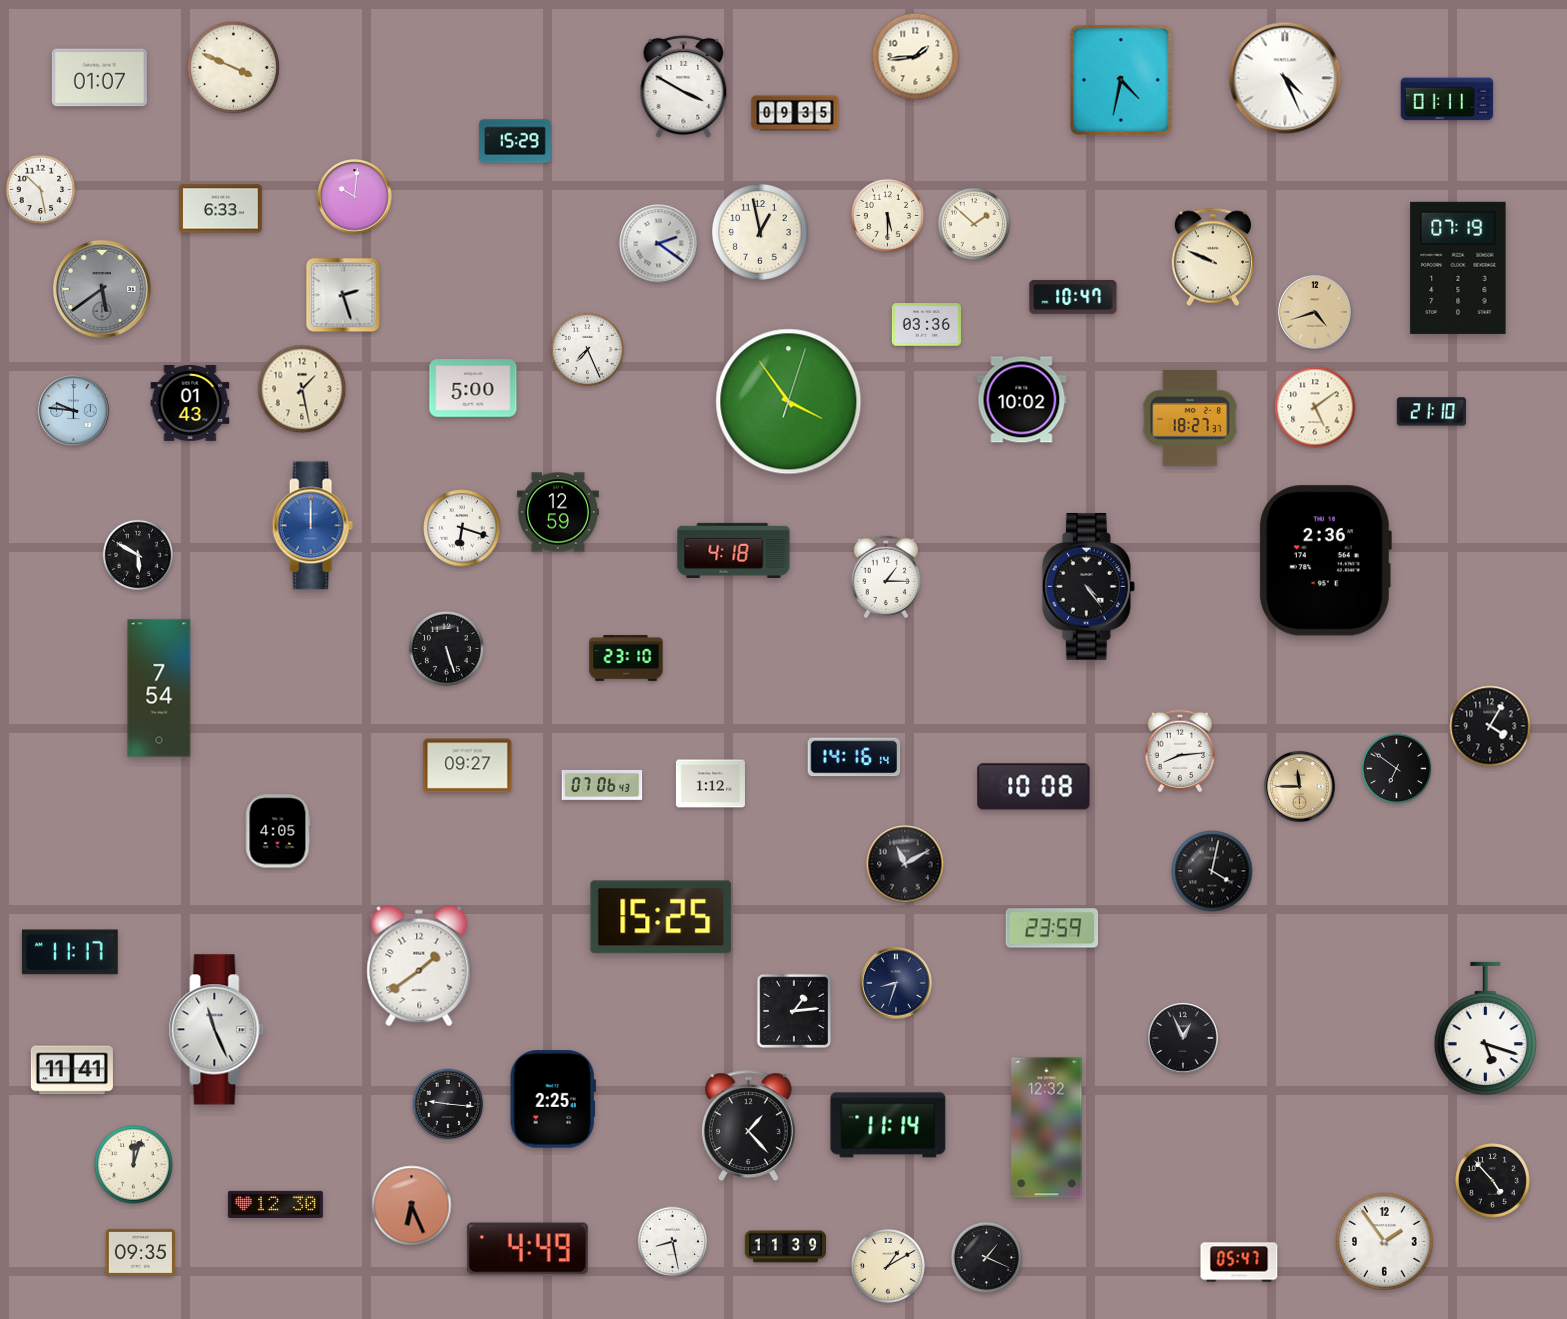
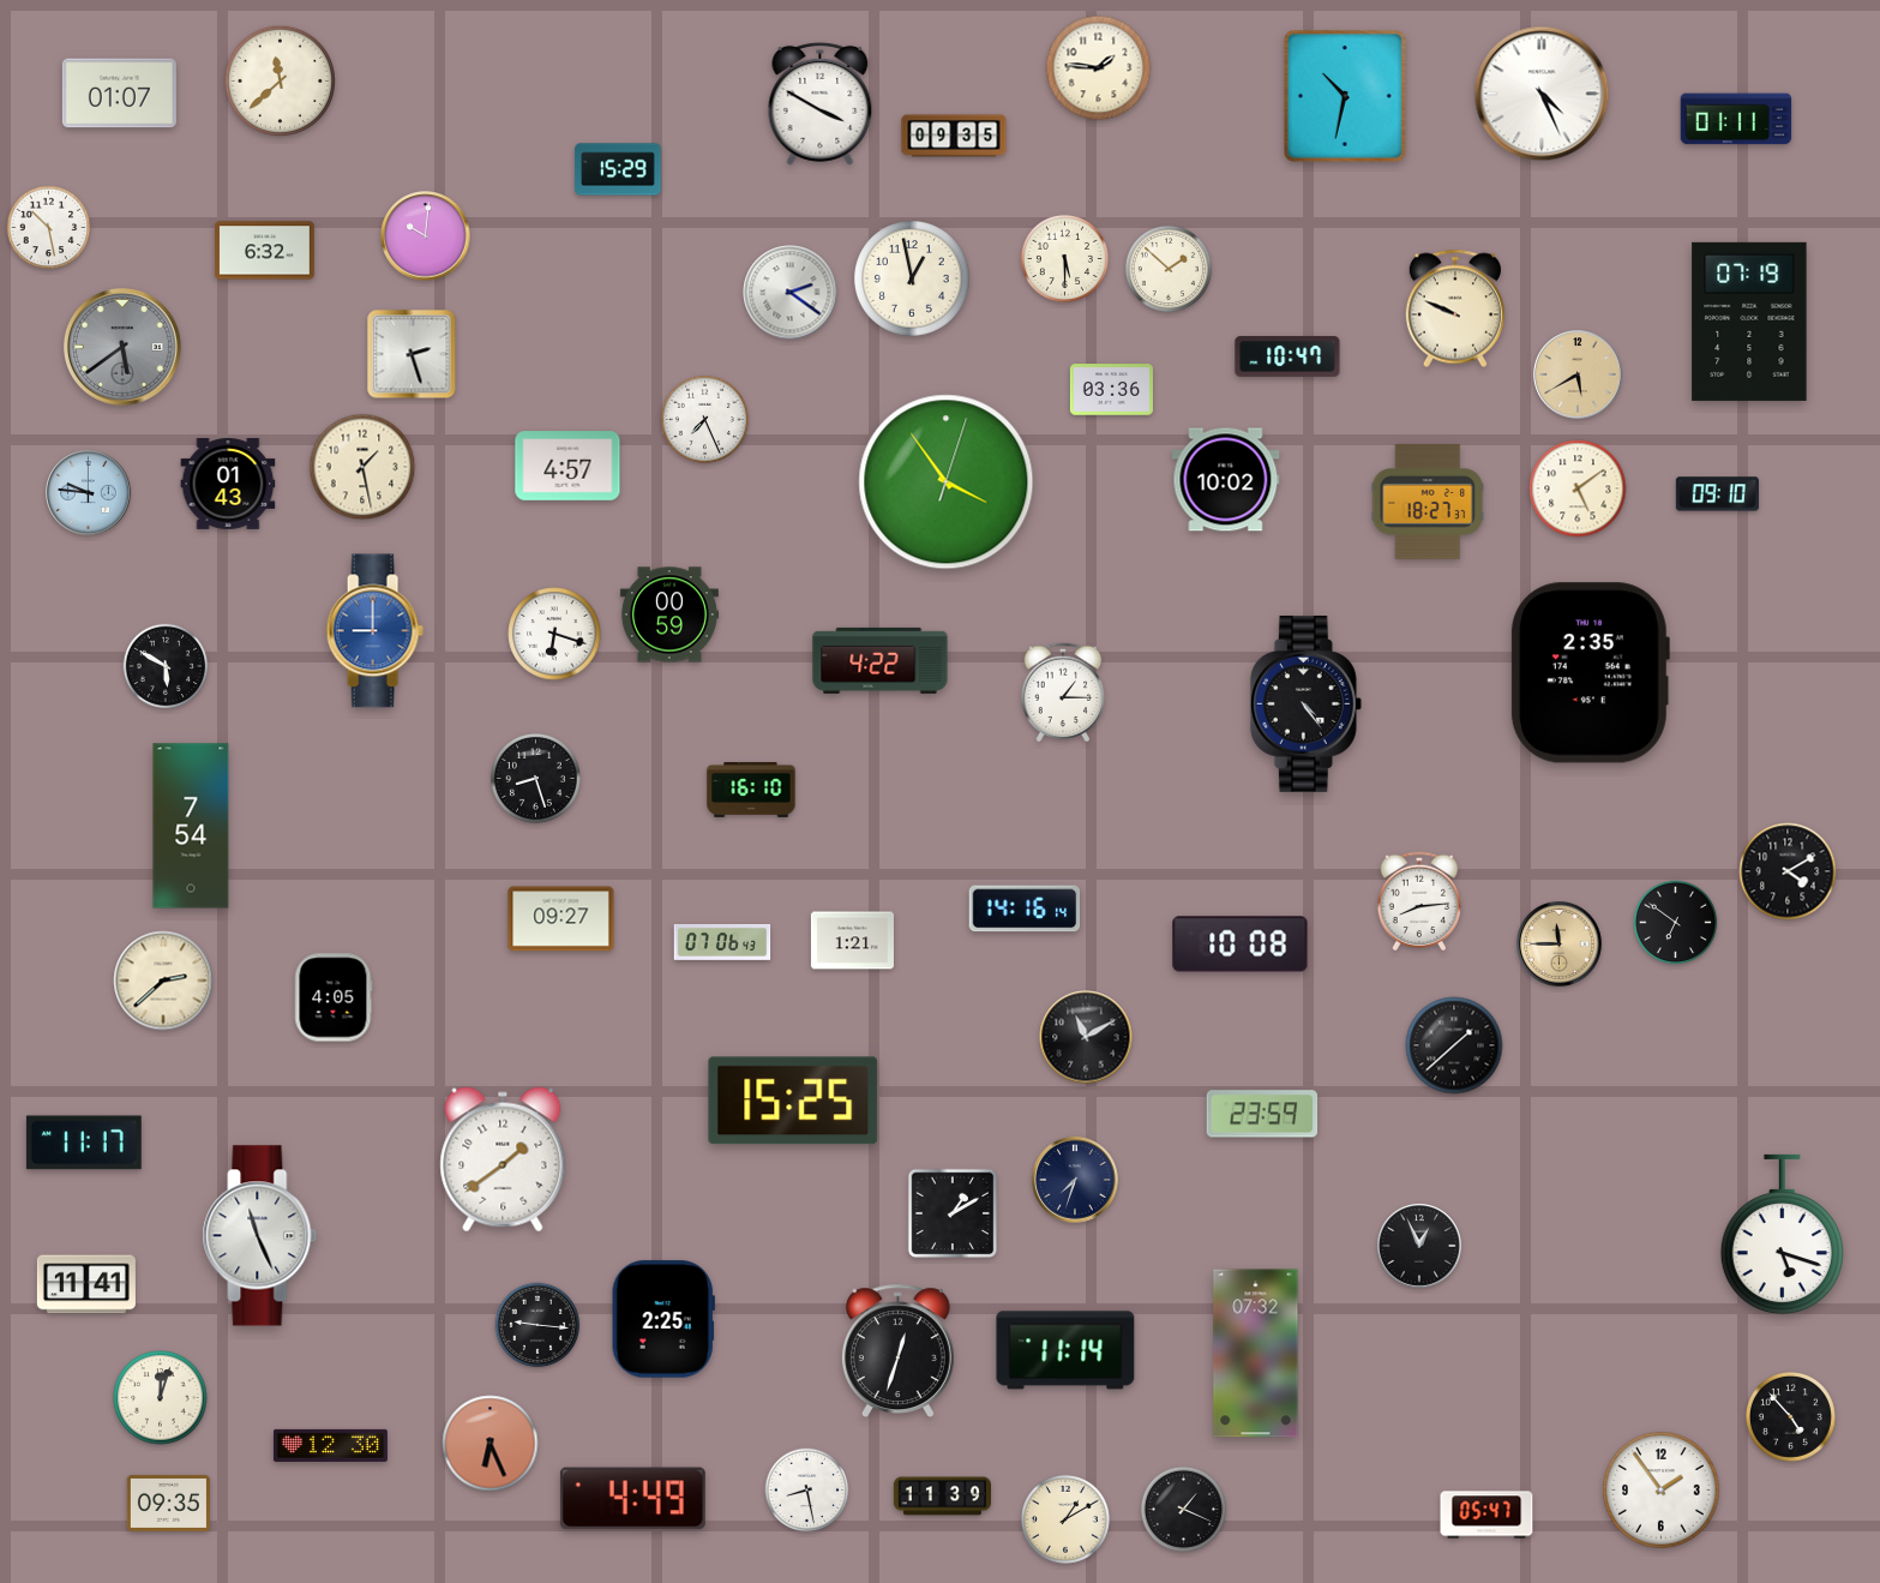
clock at (916, 57): 1:44 -> 1:46
clock at (233, 67): 3:49 -> 11:38
clock at (1121, 80): 4:32 -> 10:32
clock at (220, 209): 6:33 -> 6:32
clock at (1315, 312): 4:42 -> 5:40
clock at (473, 388): 5:00 -> 4:57
clock at (1431, 412): 21:10 -> 09:10
clock at (558, 512): 12:59 -> 00:59
clock at (312, 526): 12:00 -> 9:00
clock at (734, 550): 4:18 -> 4:22
clock at (1325, 561): 2:36 -> 2:35
clock at (447, 649): 5:27 -> 8:27
clock at (626, 659): 23:10 -> 16:10
clock at (1490, 726): 4:05 -> 4:10
clock at (1180, 751) position: (1180, 751) -> (1419, 901)
clock at (710, 784): 1:12 -> 1:21
clock at (163, 981): none -> 2:38
clock at (1212, 871): 4:02 -> 1:38
clock at (896, 983): 8:33 -> 7:33
clock at (794, 1011): 1:14 -> 1:10
clock at (748, 1125): 1:23 -> 12:33
clock at (1047, 1128): 12:32 -> 07:32
clock at (412, 1206) position: (412, 1206) -> (491, 1444)
